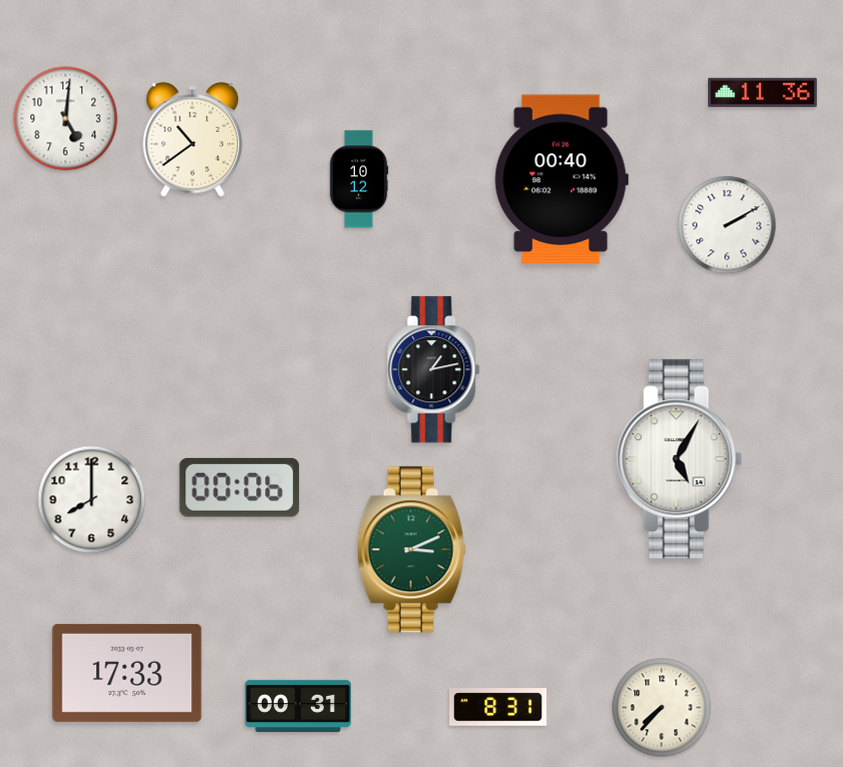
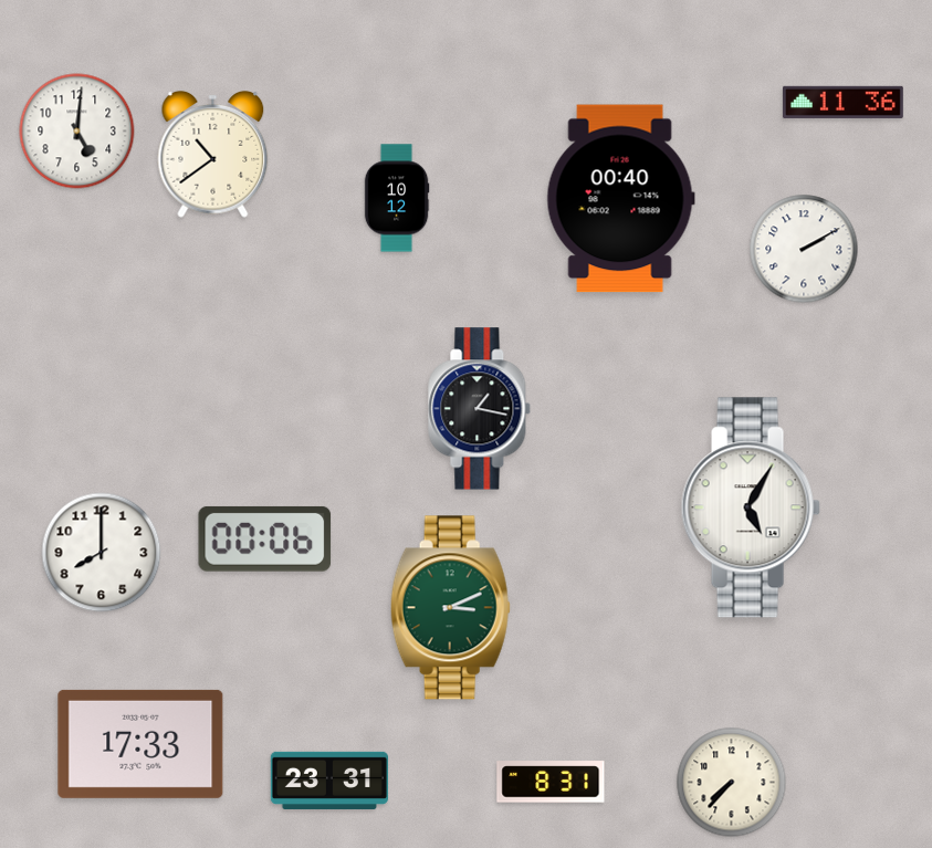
clock at (66, 119) position: (66, 119) -> (77, 132)
clock at (434, 370): 1:13 -> 1:17
clock at (411, 550) position: (411, 550) -> (450, 608)
clock at (297, 706): 00:31 -> 23:31
